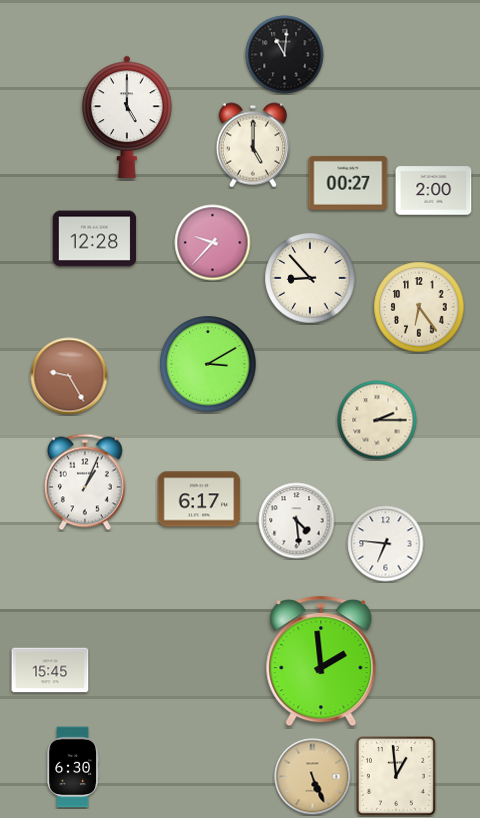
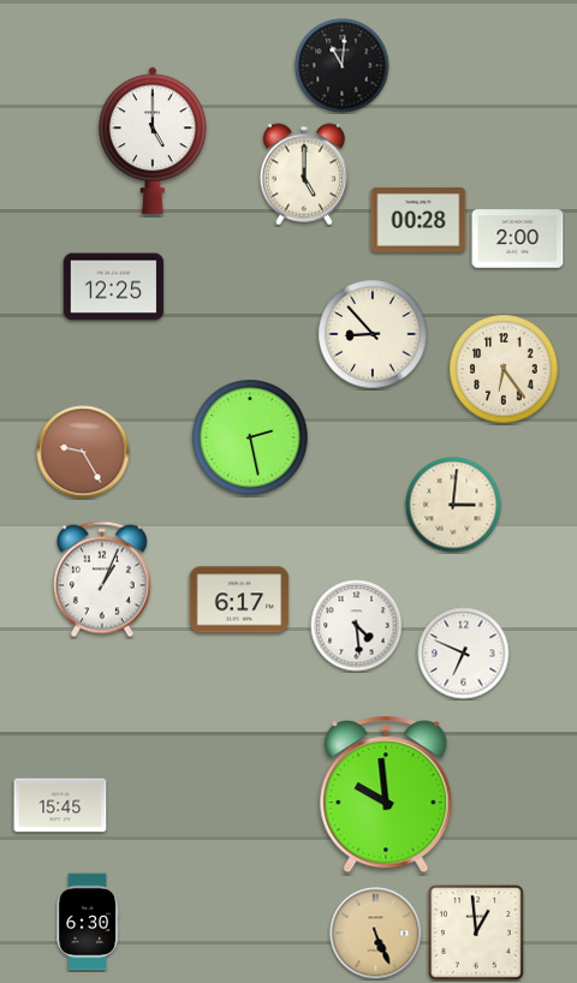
clock at (348, 183): 00:27 -> 00:28
clock at (434, 191) position: (434, 191) -> (518, 239)
clock at (95, 239): 12:28 -> 12:25
clock at (213, 243): 9:37 -> none
clock at (208, 364): 3:10 -> 2:28
clock at (377, 420): 2:15 -> 3:01
clock at (386, 544): 6:46 -> 6:49
clock at (321, 661): 1:59 -> 9:59
